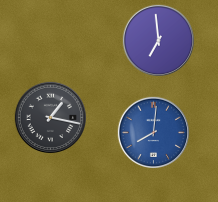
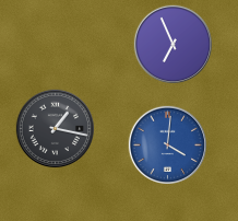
clock at (158, 40): 6:59 -> 6:56
clock at (153, 132): 8:01 -> 4:01
